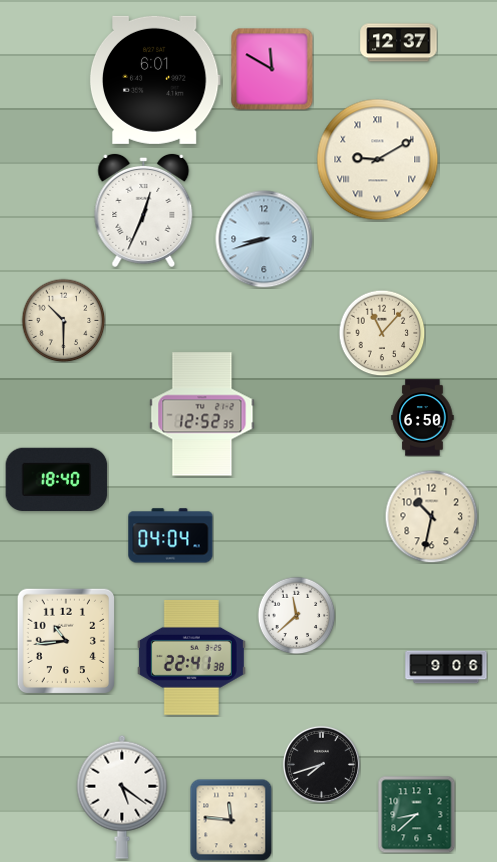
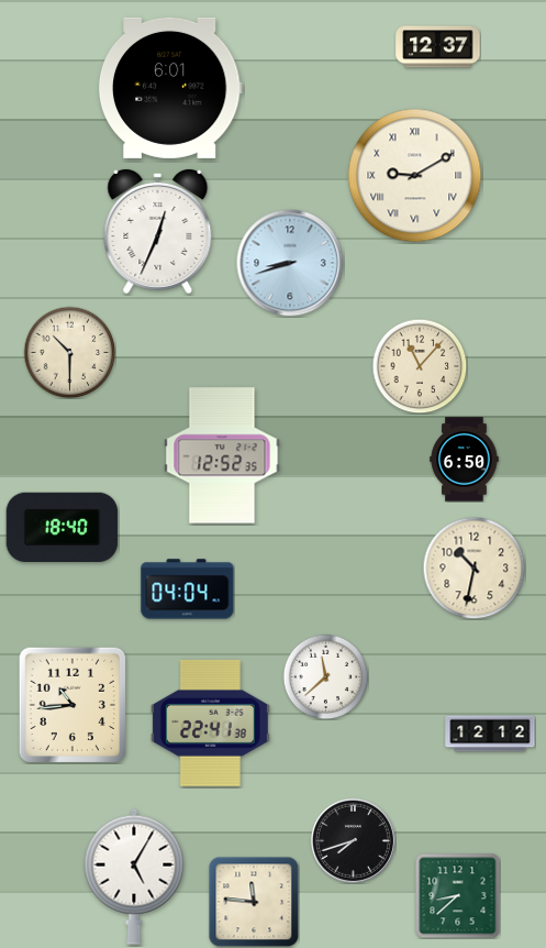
clock at (272, 69): 11:50 -> none
clock at (446, 667): 9:06 -> 12:12
clock at (122, 797): 5:21 -> 5:05
